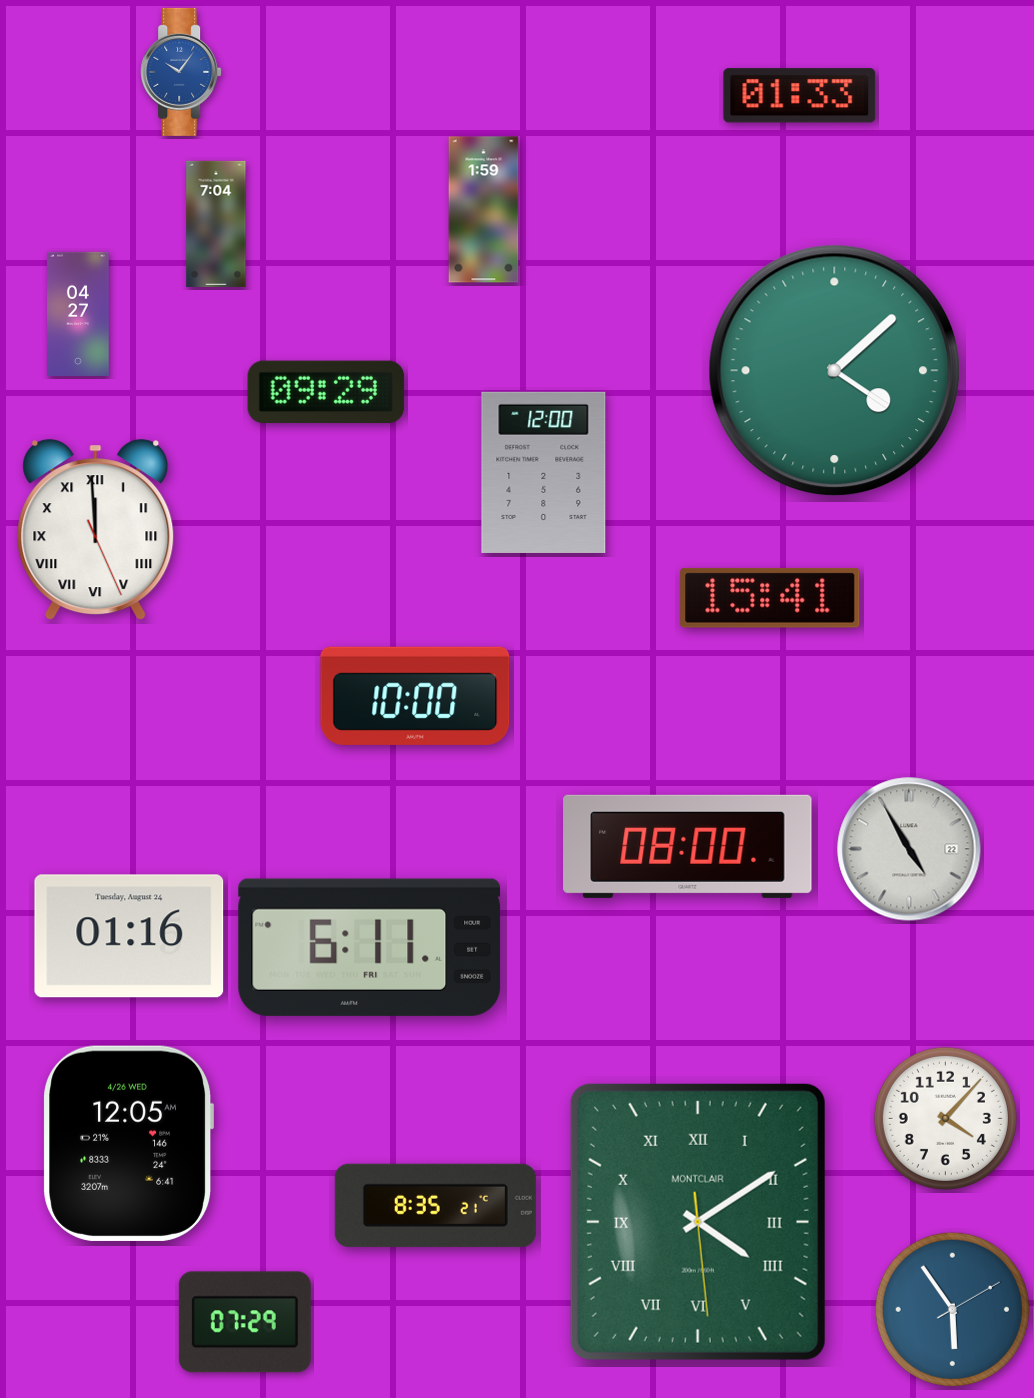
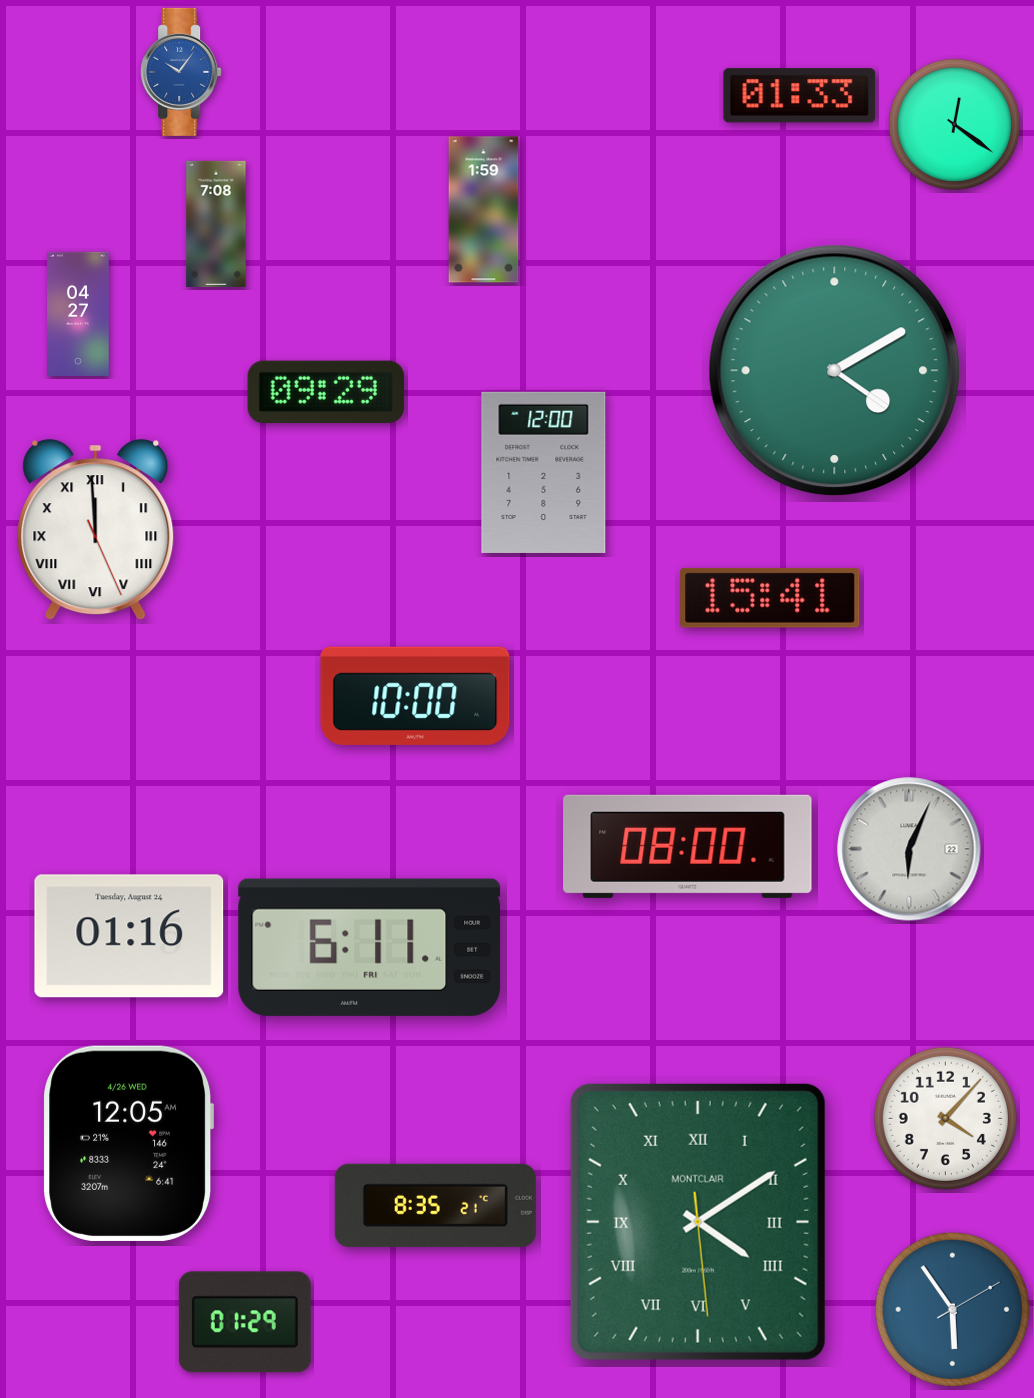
clock at (954, 124): none -> 12:21
clock at (216, 224): 7:04 -> 7:08
clock at (835, 371): 4:08 -> 4:10
clock at (909, 849): 4:55 -> 6:04
clock at (245, 1322): 07:29 -> 01:29
